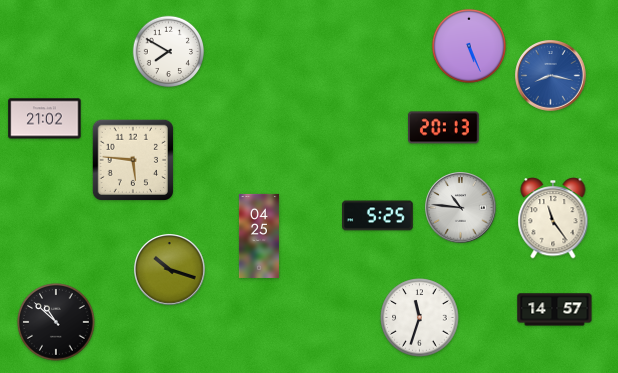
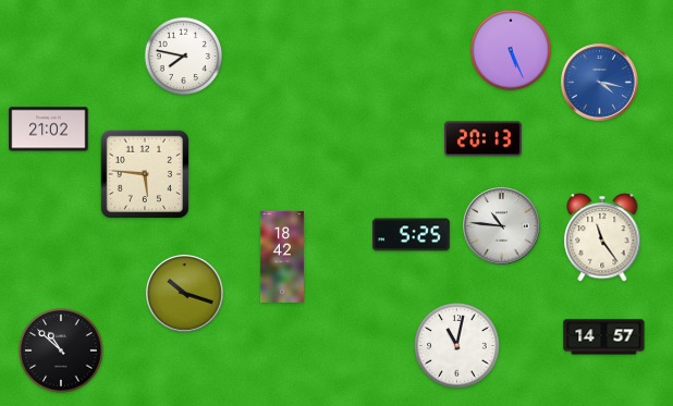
clock at (169, 52): 7:50 -> 7:47
clock at (551, 76): 8:17 -> 4:17
clock at (259, 236): 04:25 -> 18:42
clock at (420, 318): 11:33 -> 11:02
